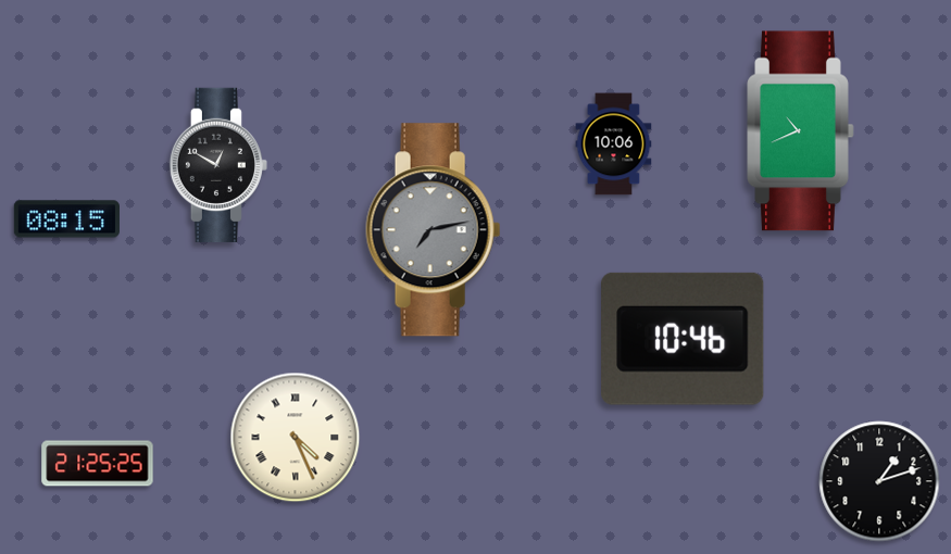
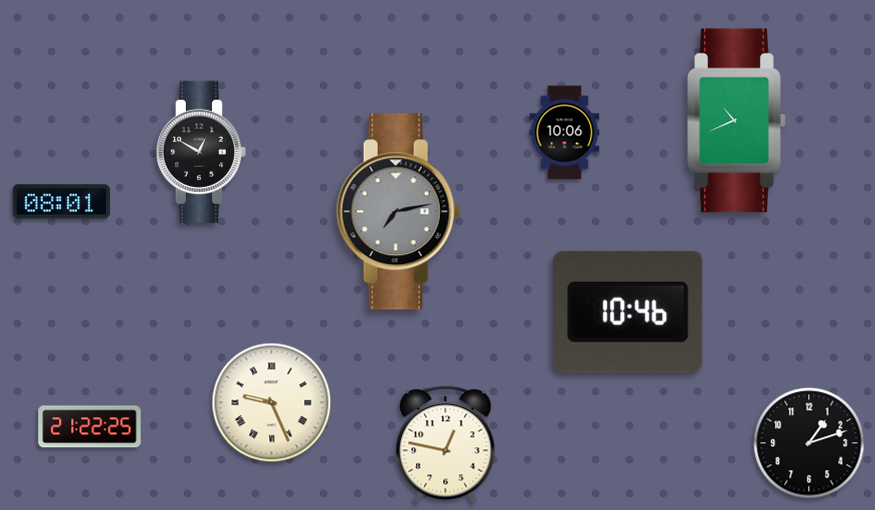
clock at (66, 219): 08:15 -> 08:01
clock at (296, 438): 4:26 -> 9:26
clock at (98, 464): 21:25 -> 21:22
clock at (446, 444): none -> 12:47
